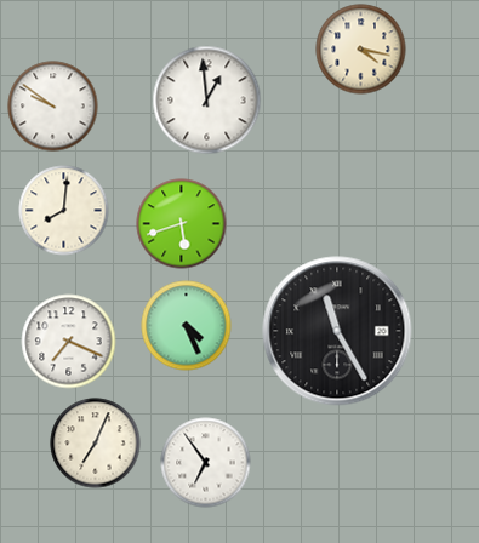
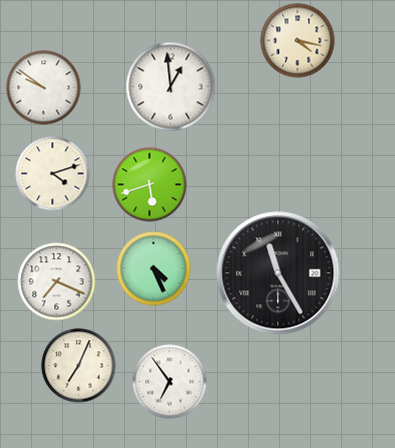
clock at (207, 101) position: (207, 101) -> (171, 87)
clock at (64, 211): 8:01 -> 4:12
